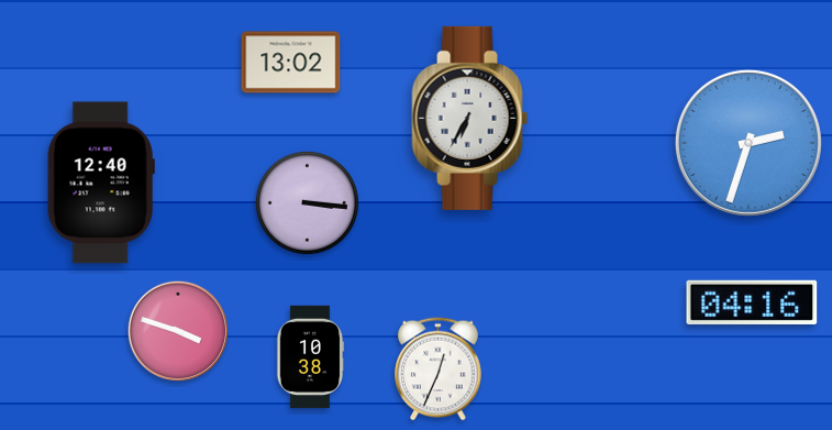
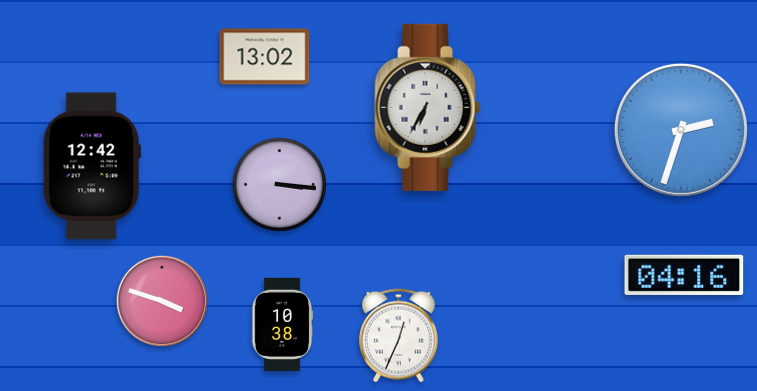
clock at (101, 183): 12:40 -> 12:42
